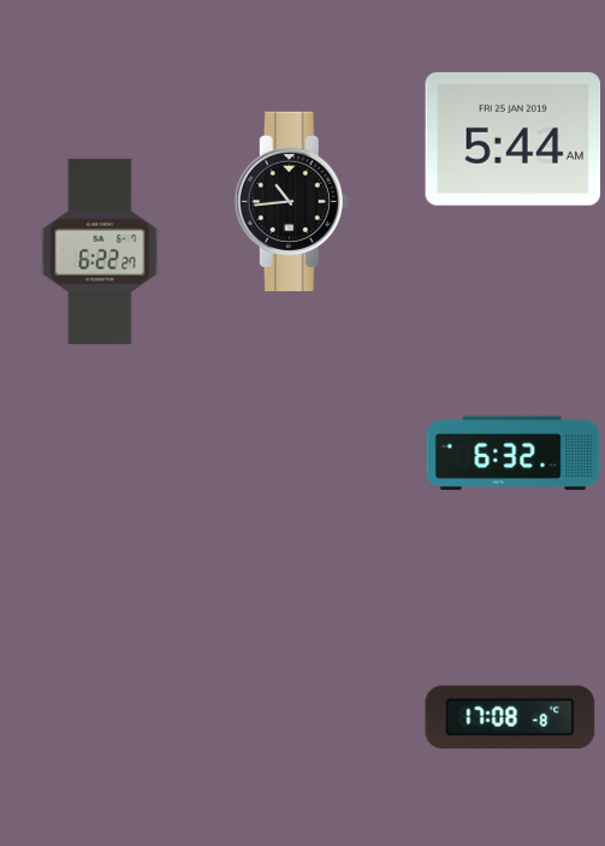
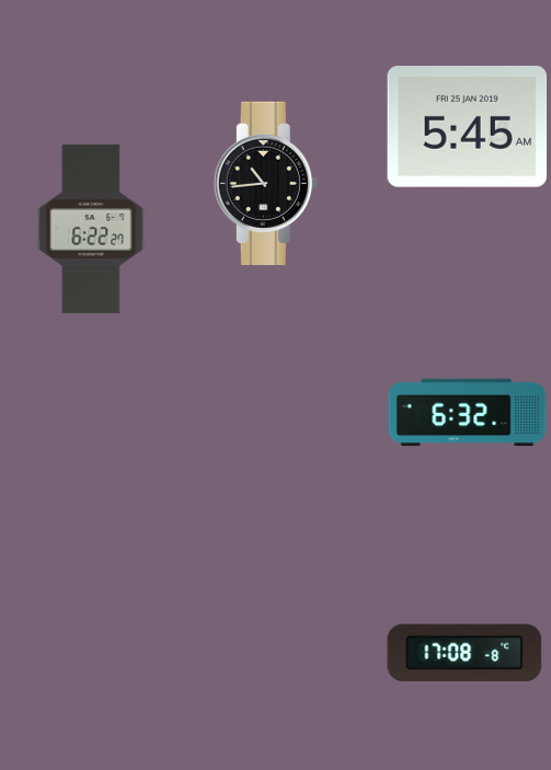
clock at (514, 140): 5:44 -> 5:45
